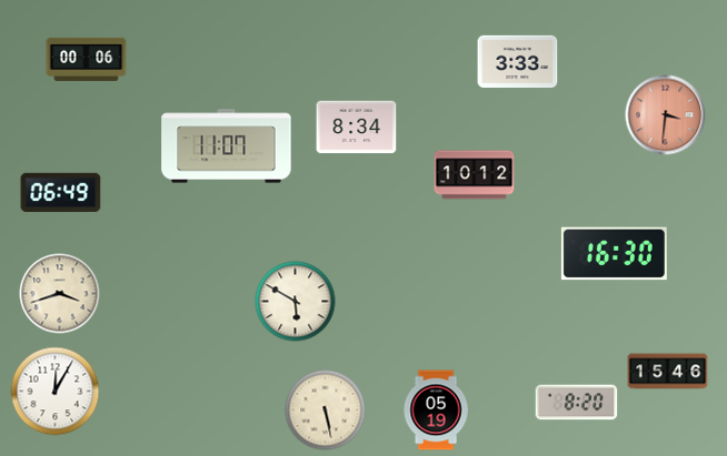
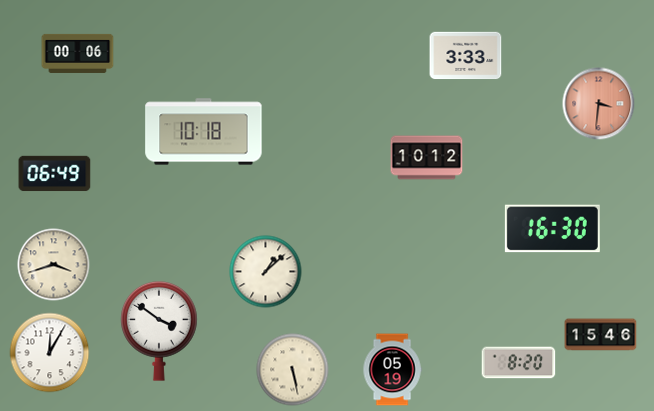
clock at (357, 128): 8:34 -> none
clock at (227, 146): 11:07 -> 10:18
clock at (296, 302): 5:50 -> 1:08
clock at (159, 331): none -> 3:51
